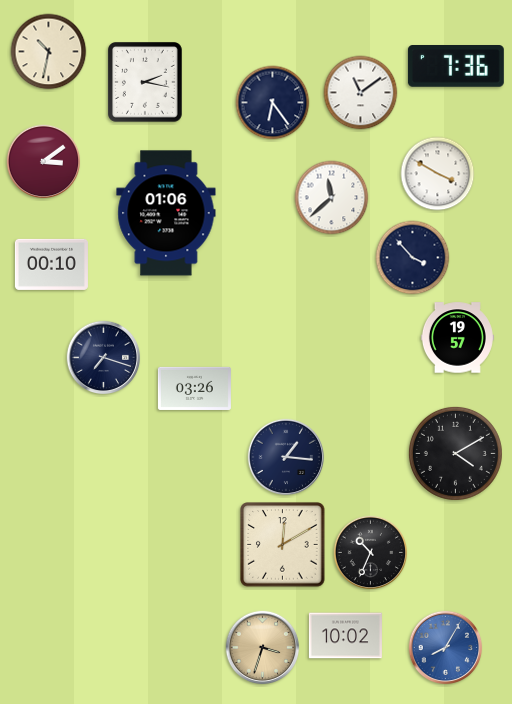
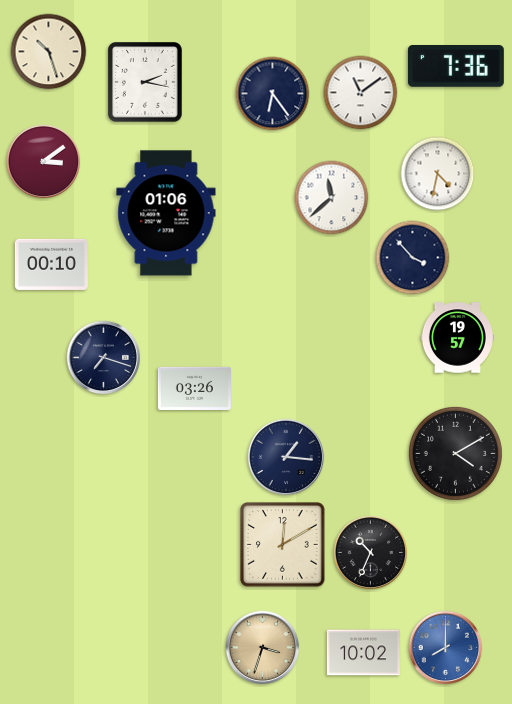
clock at (49, 52): 10:32 -> 10:27
clock at (273, 103) position: (273, 103) -> (273, 94)
clock at (438, 174): 3:50 -> 4:32
clock at (345, 636) position: (345, 636) -> (363, 653)
clock at (446, 648): 8:05 -> 8:00
